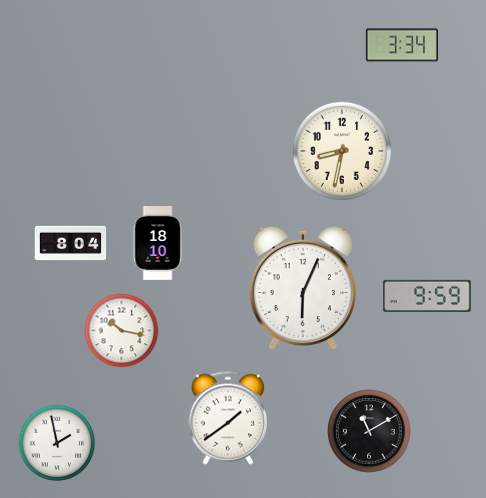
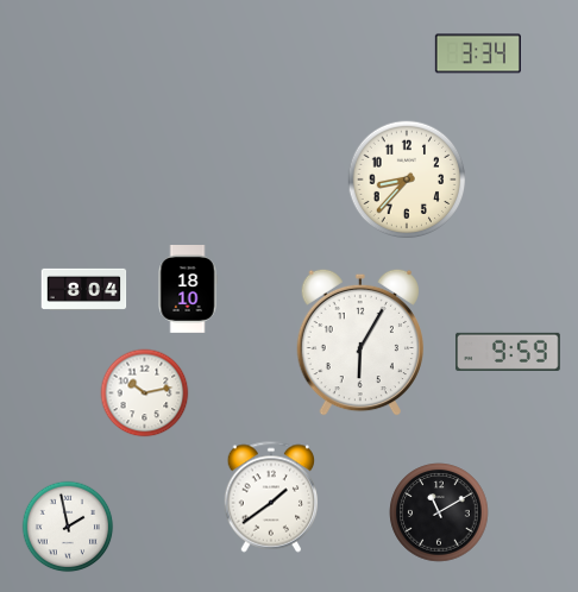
clock at (342, 151): 8:32 -> 8:37
clock at (302, 288): 6:04 -> 6:05
clock at (122, 331): 10:17 -> 10:13
